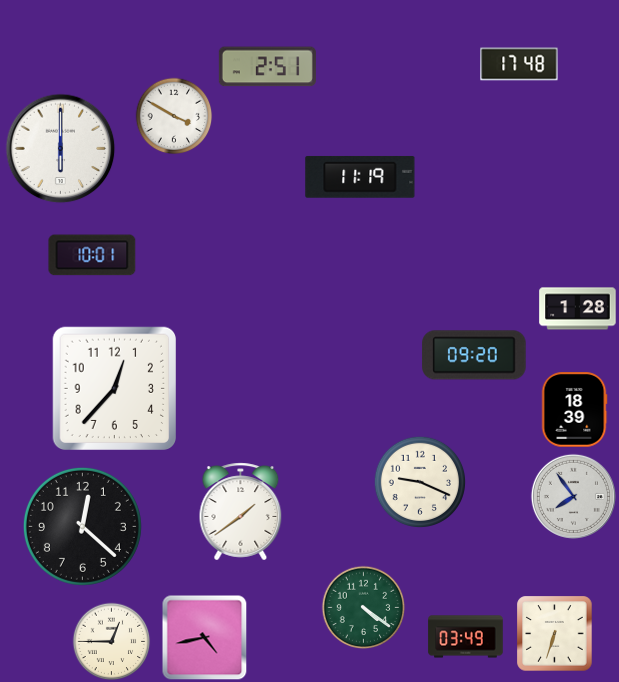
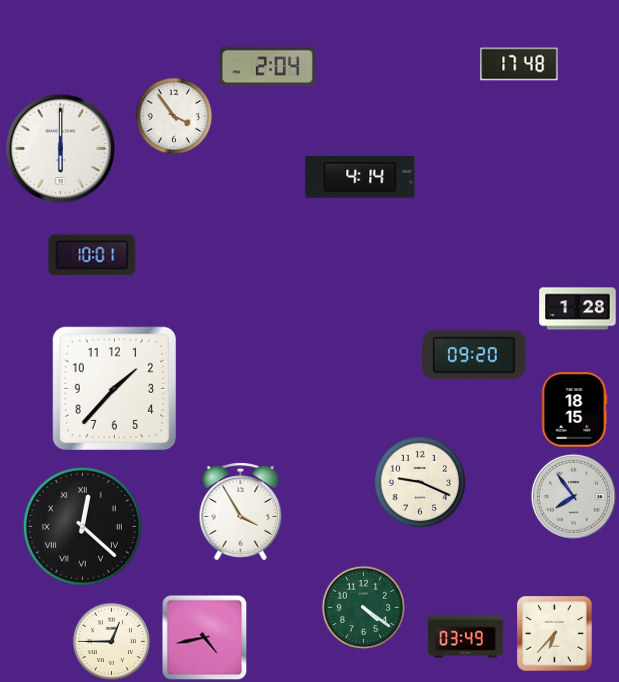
clock at (267, 67): 2:51 -> 2:04
clock at (174, 116): 3:50 -> 3:54
clock at (360, 177): 11:19 -> 4:14
clock at (114, 388): 12:37 -> 1:37
clock at (574, 410): 18:39 -> 18:15
clock at (241, 512): 1:39 -> 3:55
clock at (82, 526) numerals: Arabic -> Roman
clock at (555, 634): 6:33 -> 6:37
